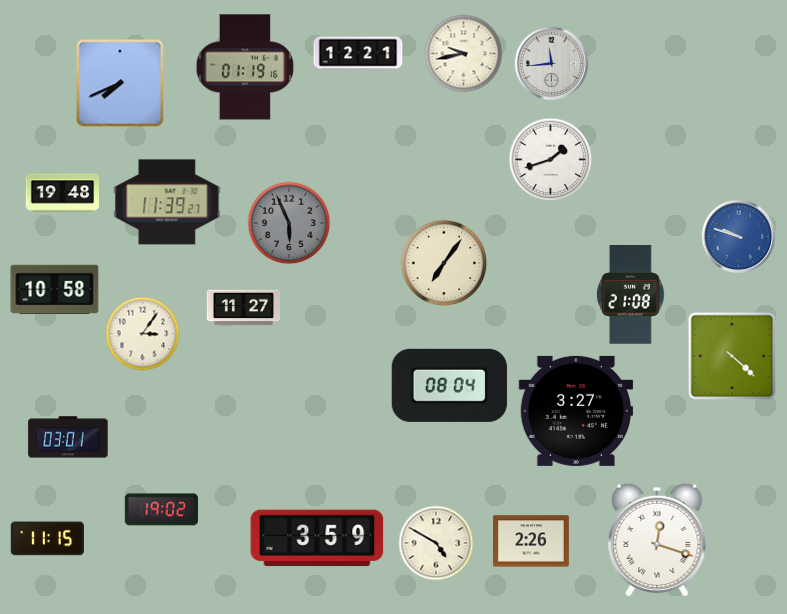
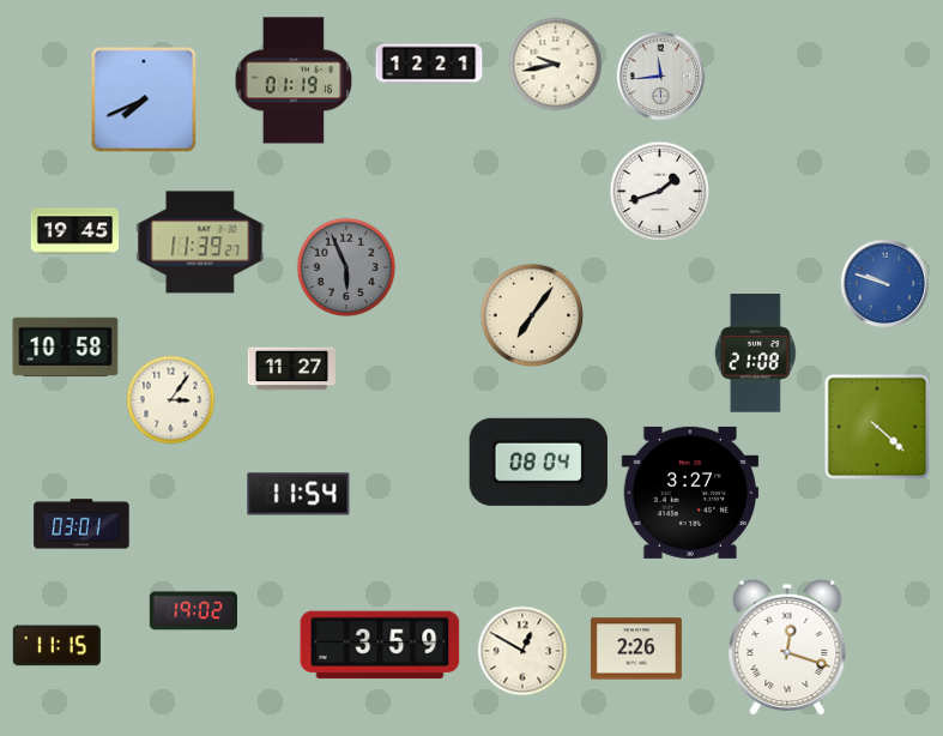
clock at (63, 193): 19:48 -> 19:45
clock at (298, 494): none -> 11:54
clock at (436, 543): 4:50 -> 12:50
